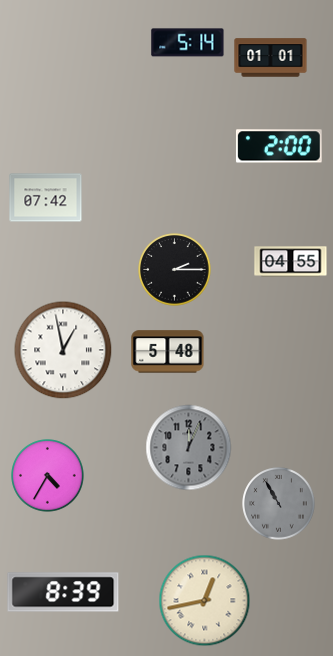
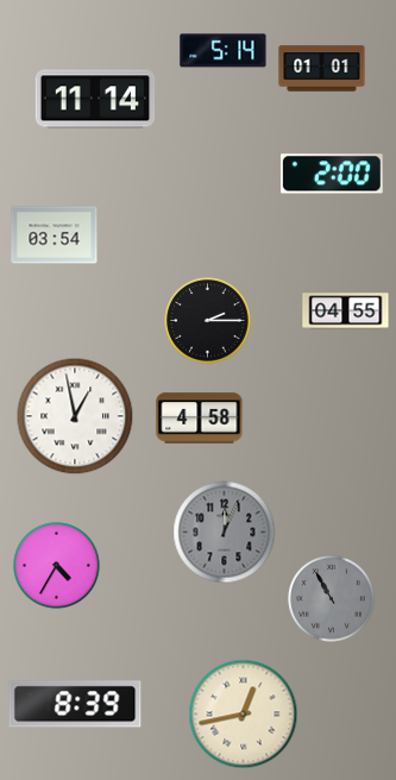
clock at (95, 99): none -> 11:14
clock at (46, 198): 07:42 -> 03:54
clock at (168, 352): 5:48 -> 4:58
